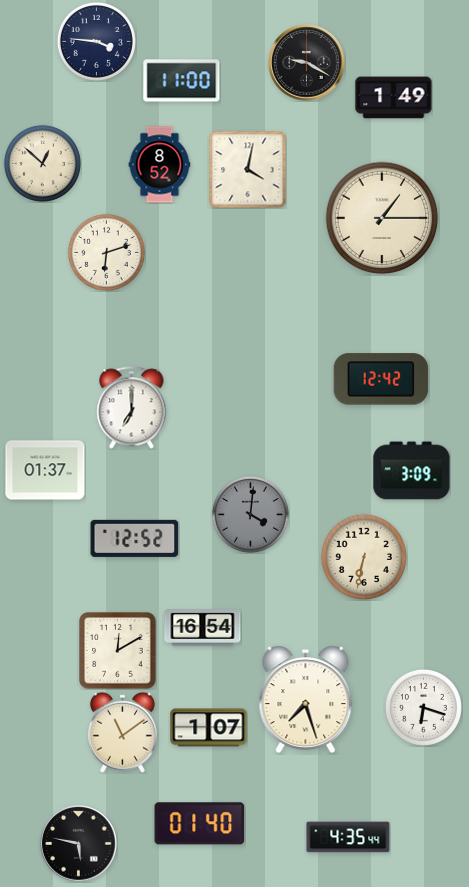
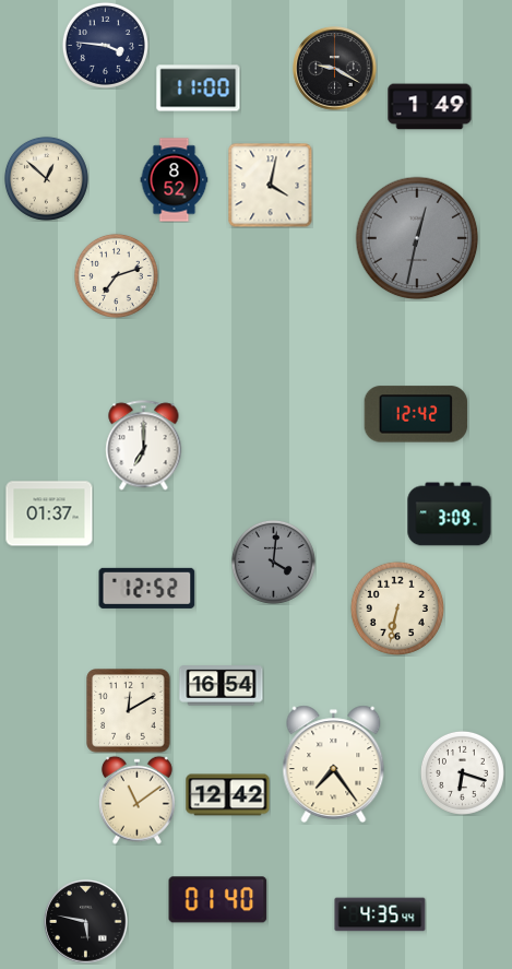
clock at (382, 218): 1:15 -> 12:32
clock at (382, 218) dial: cream -> grey
clock at (106, 252): 6:12 -> 7:12
clock at (306, 700): 7:27 -> 7:24
clock at (209, 728): 1:07 -> 12:42
clock at (122, 732) position: (122, 732) -> (136, 800)
